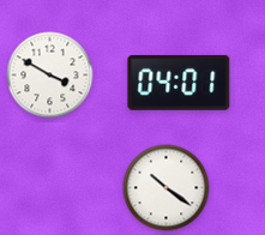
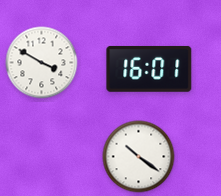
clock at (179, 83): 04:01 -> 16:01
